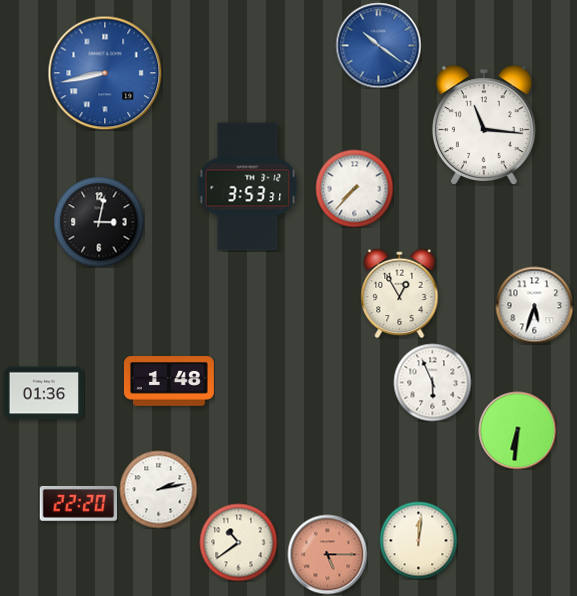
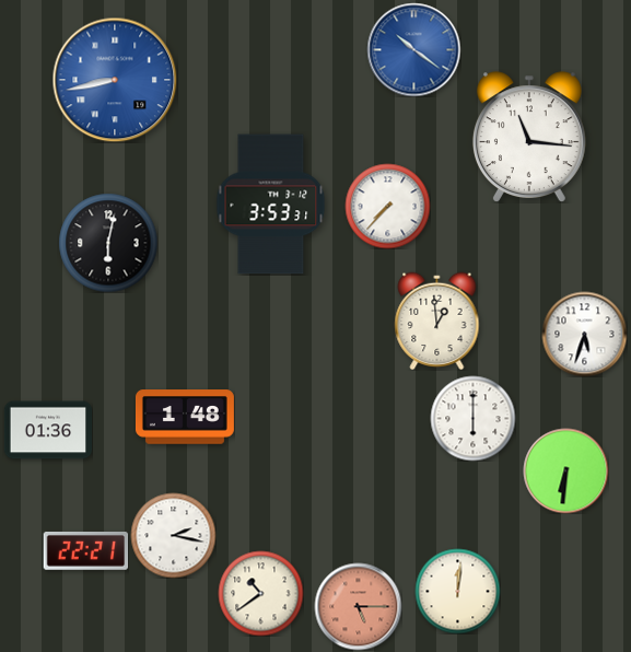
clock at (99, 222): 3:02 -> 6:02
clock at (400, 293): 12:55 -> 12:59
clock at (432, 382): 5:56 -> 6:00
clock at (158, 489): 2:13 -> 2:17
clock at (78, 503): 22:20 -> 22:21
